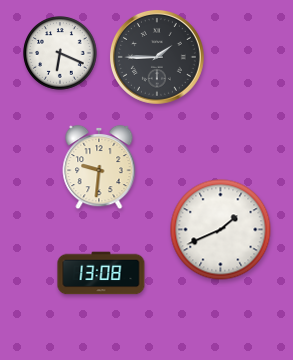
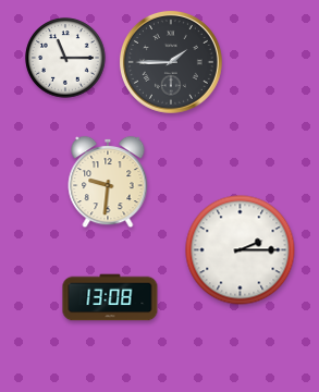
clock at (60, 53): 6:19 -> 11:15
clock at (221, 230): 1:41 -> 2:15
